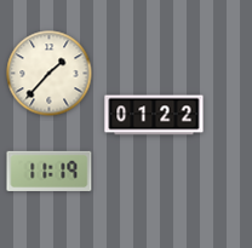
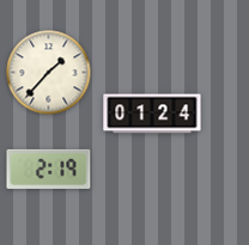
clock at (154, 115): 01:22 -> 01:24
clock at (50, 171): 11:19 -> 2:19
